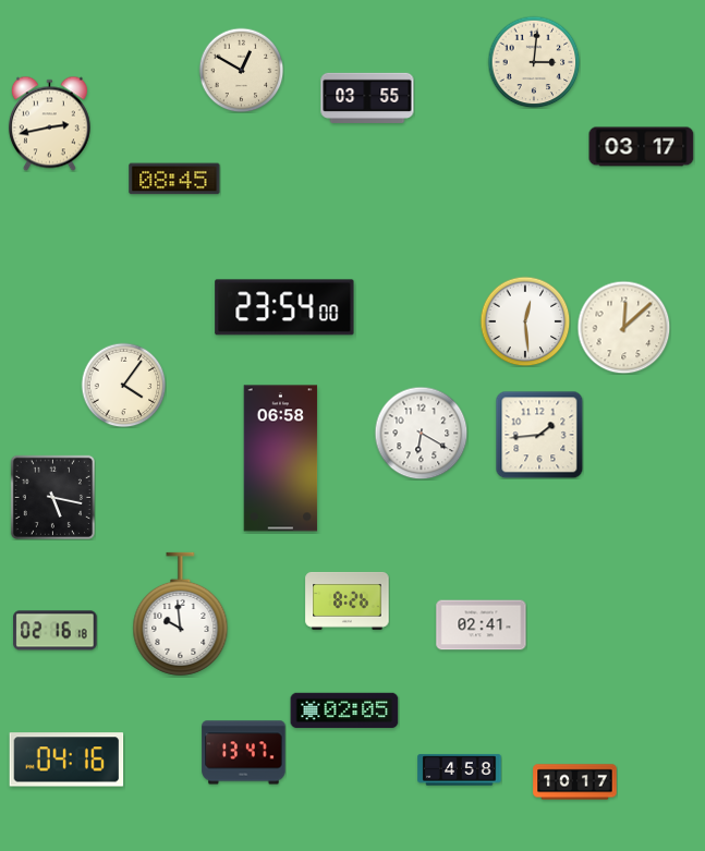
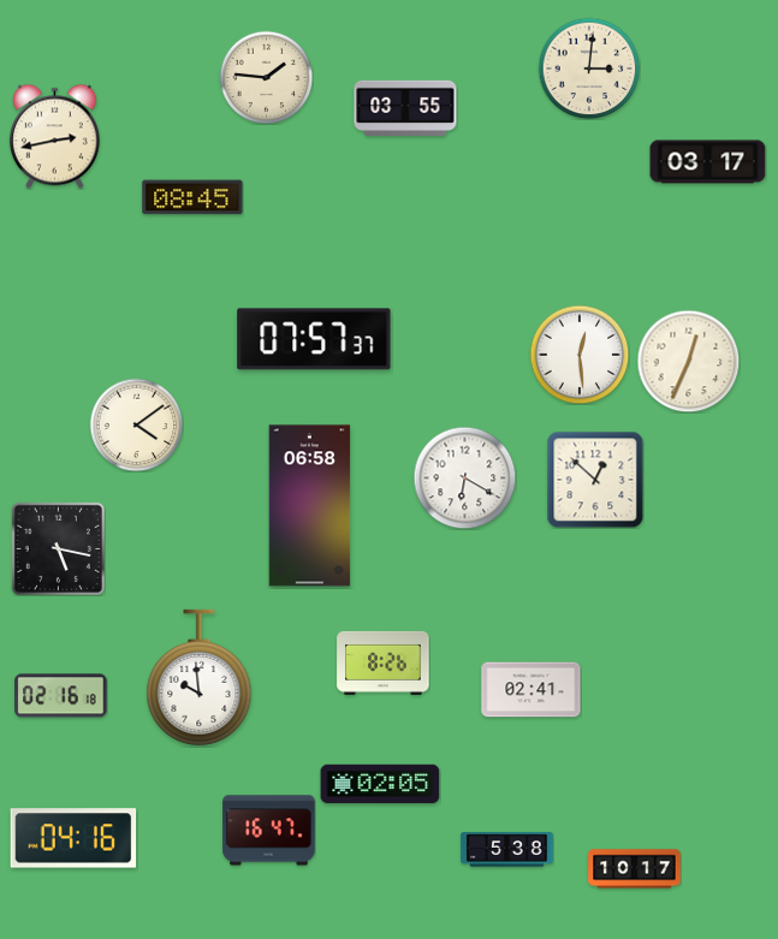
clock at (241, 70): 12:50 -> 1:46
clock at (284, 307): 23:54 -> 07:57
clock at (623, 327): 12:08 -> 12:34
clock at (123, 385): 4:06 -> 4:09
clock at (539, 435): 1:44 -> 12:52
clock at (244, 753): 13:47 -> 16:47
clock at (460, 770): 4:58 -> 5:38
clock at (575, 782) position: (575, 782) -> (635, 869)
